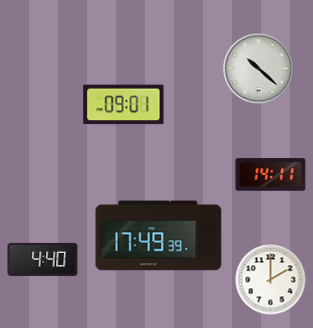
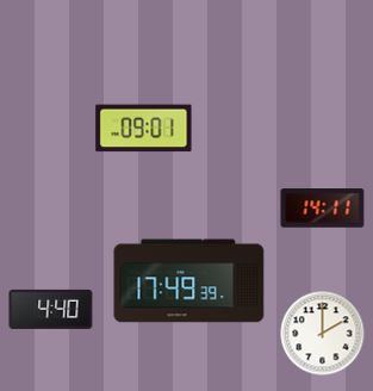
clock at (259, 69): 10:22 -> none
clock at (124, 105) position: (124, 105) -> (144, 129)
